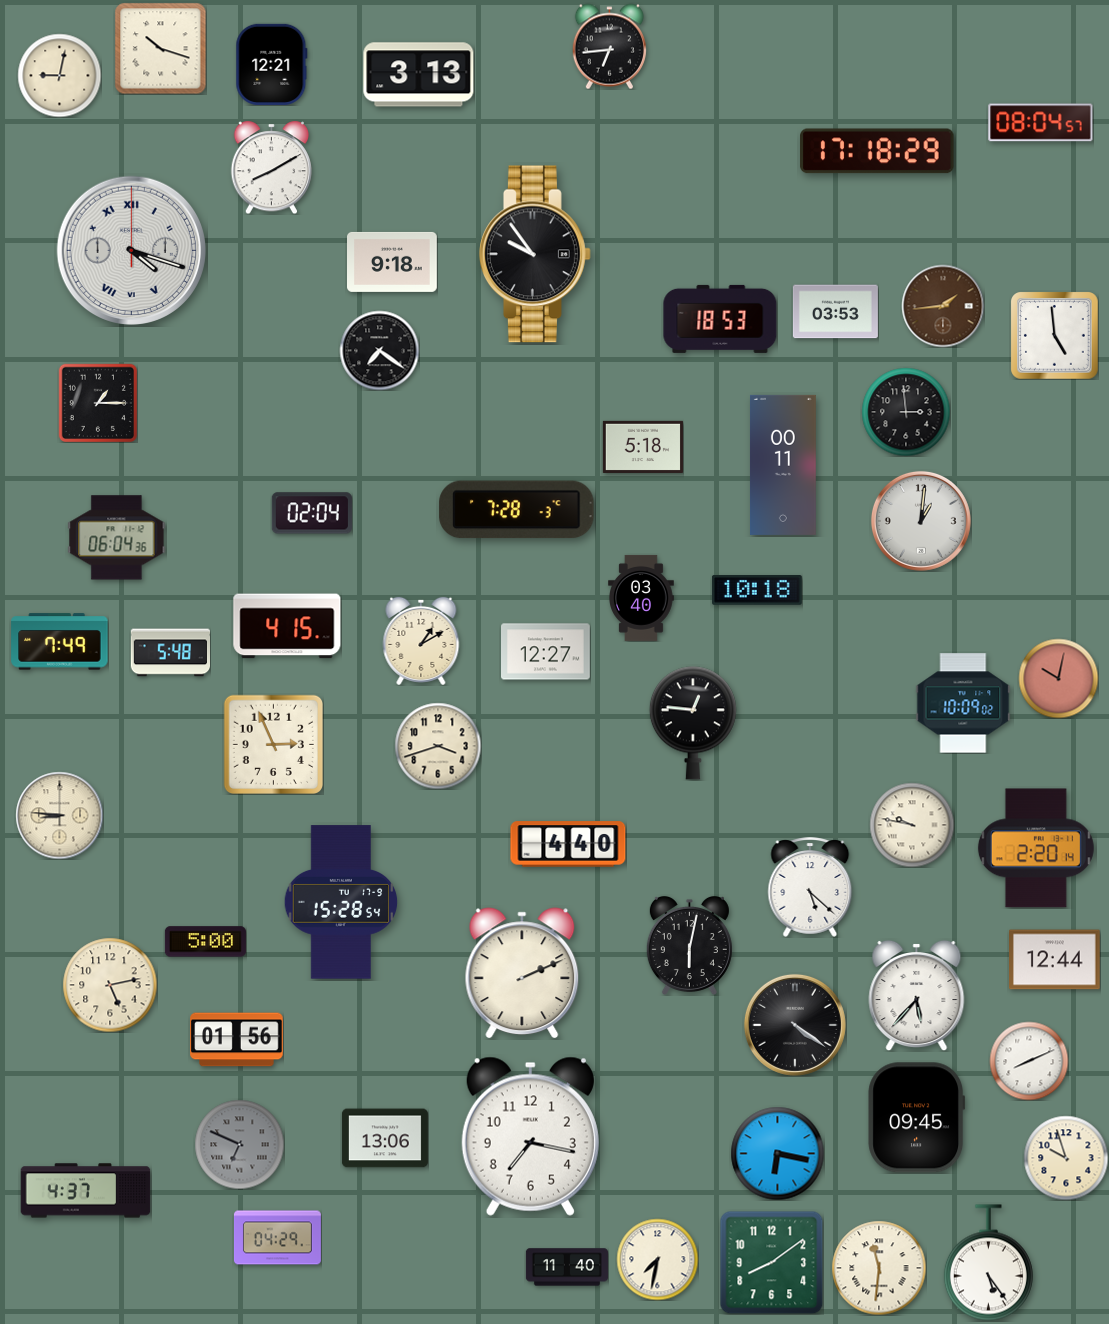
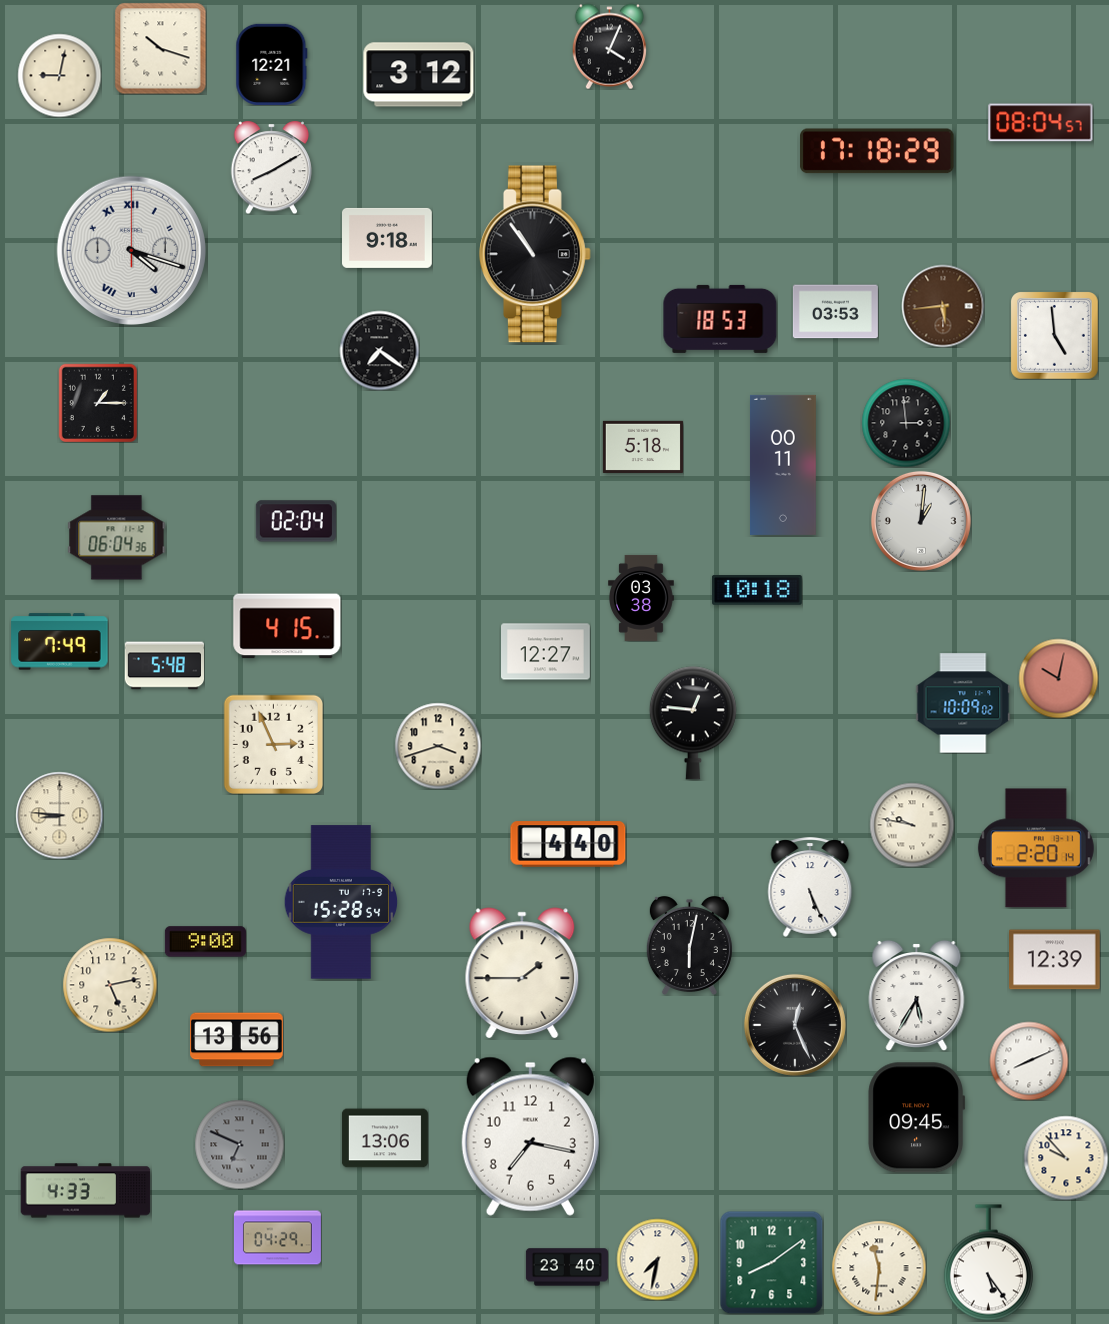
clock at (609, 46): 6:44 -> 4:04
clock at (419, 75): 3:13 -> 3:12
clock at (536, 254): 9:54 -> 10:54
clock at (393, 262) position: (393, 262) -> (388, 238)
clock at (943, 306): 1:44 -> 5:44
clock at (906, 412) position: (906, 412) -> (906, 423)
clock at (517, 510): 7:28 -> none
clock at (312, 513) position: (312, 513) -> (296, 521)
clock at (642, 598): 03:40 -> 03:38
clock at (421, 641): 1:10 -> none
clock at (170, 653) position: (170, 653) -> (164, 666)
clock at (810, 887): 5:22 -> 5:26
clock at (205, 942): 5:00 -> 9:00
clock at (1055, 960): 12:44 -> 12:39
clock at (522, 973): 2:11 -> 1:45
clock at (917, 995): 5:37 -> 5:35
clock at (795, 1025): 4:21 -> 12:26
clock at (237, 1040): 01:56 -> 13:56
clock at (777, 1153): 6:17 -> none
clock at (1066, 1158): 9:57 -> 9:53
clock at (86, 1191): 4:37 -> 4:33
clock at (567, 1267): 11:40 -> 23:40
